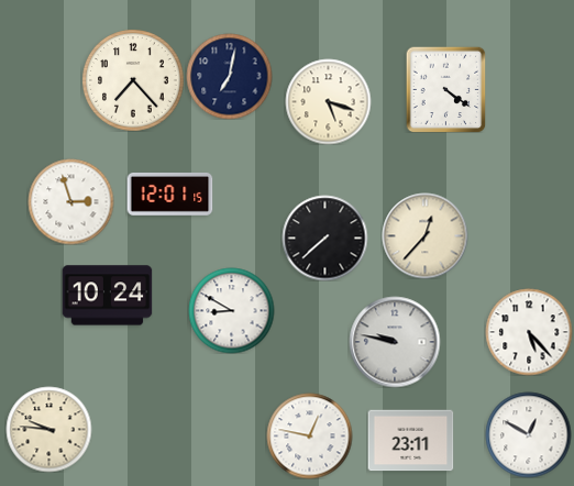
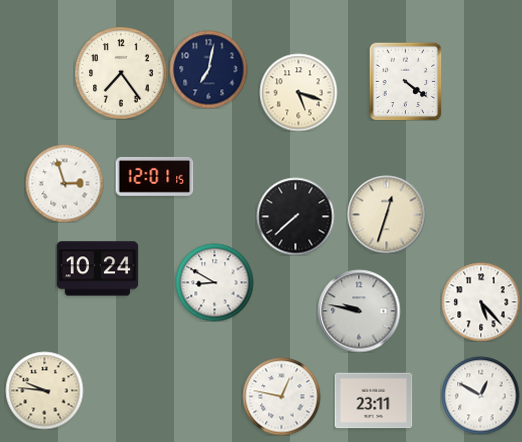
clock at (133, 80): 7:23 -> 7:24
clock at (424, 235): 12:37 -> 12:33
clock at (231, 310) position: (231, 310) -> (214, 282)
